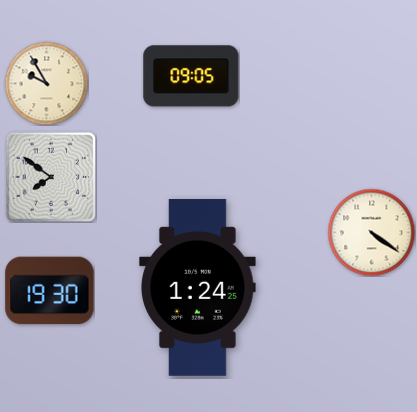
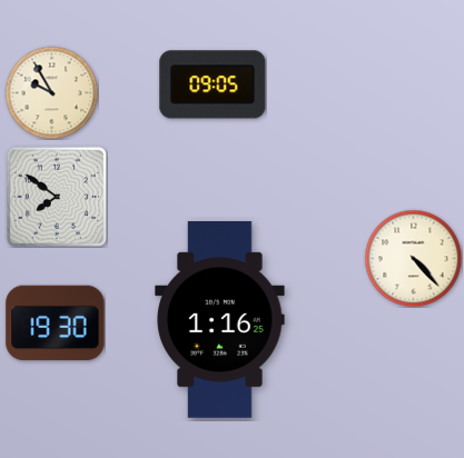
clock at (371, 232): 4:21 -> 4:23
clock at (198, 287): 1:24 -> 1:16
